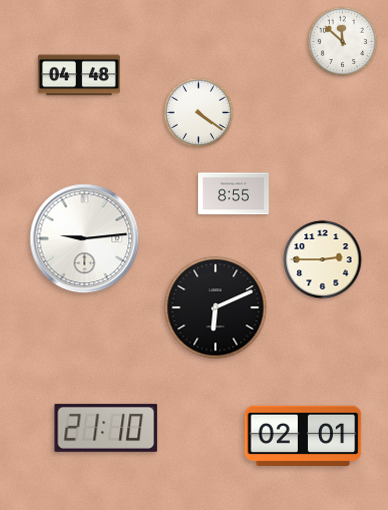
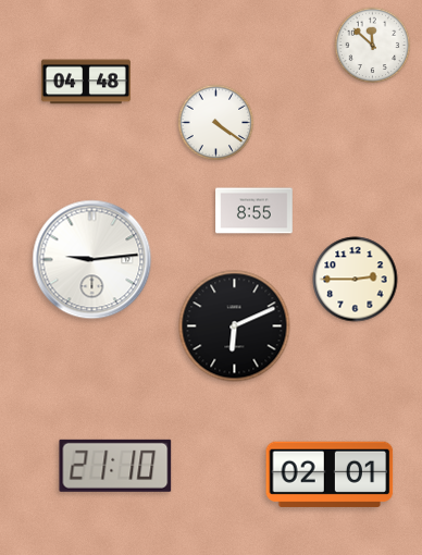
clock at (323, 260) position: (323, 260) -> (356, 280)
clock at (216, 308) position: (216, 308) -> (235, 326)
